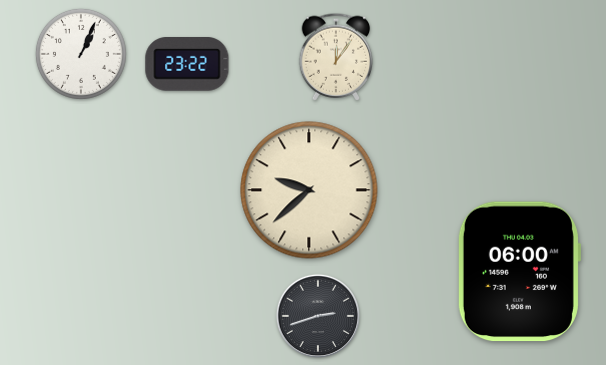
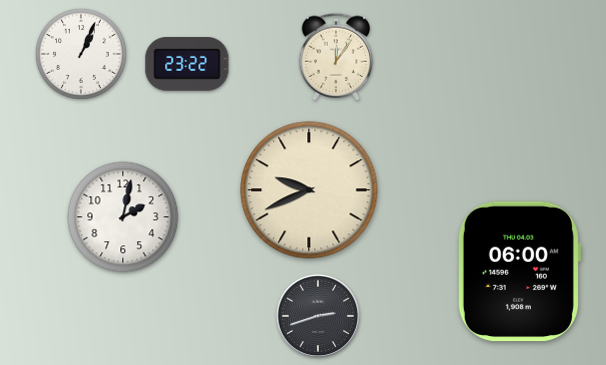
clock at (309, 190): 9:38 -> 9:41
clock at (123, 217): none -> 2:02
